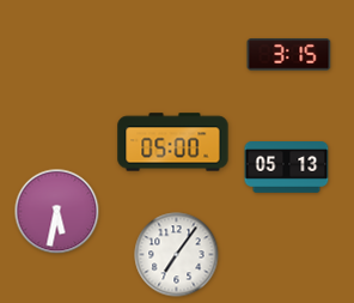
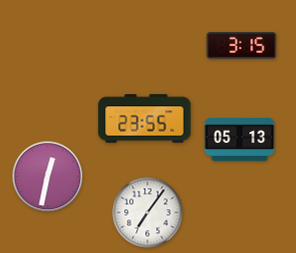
clock at (173, 143): 05:00 -> 23:55
clock at (57, 212): 5:32 -> 12:32
